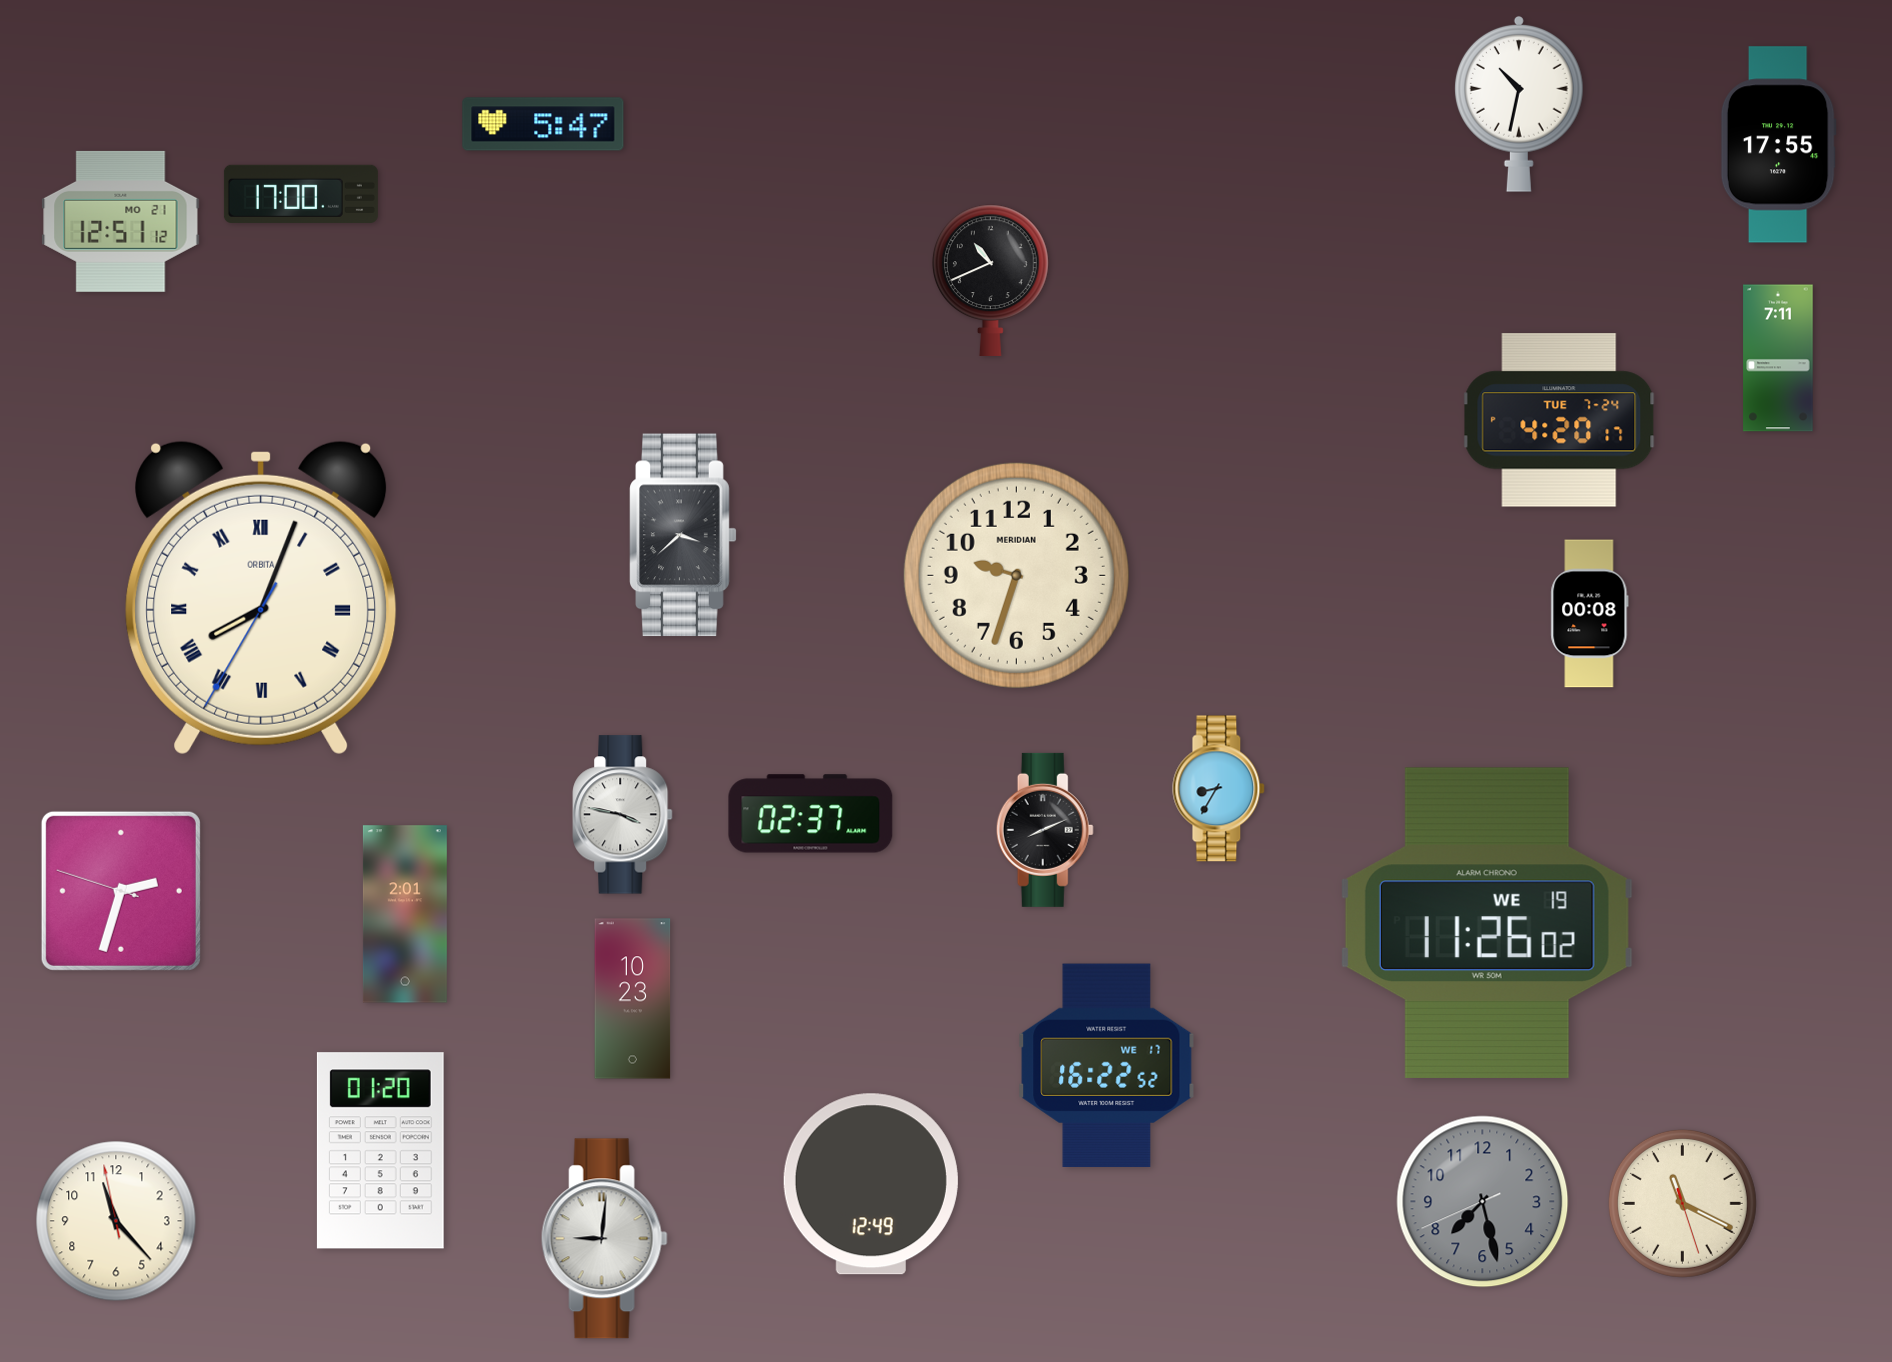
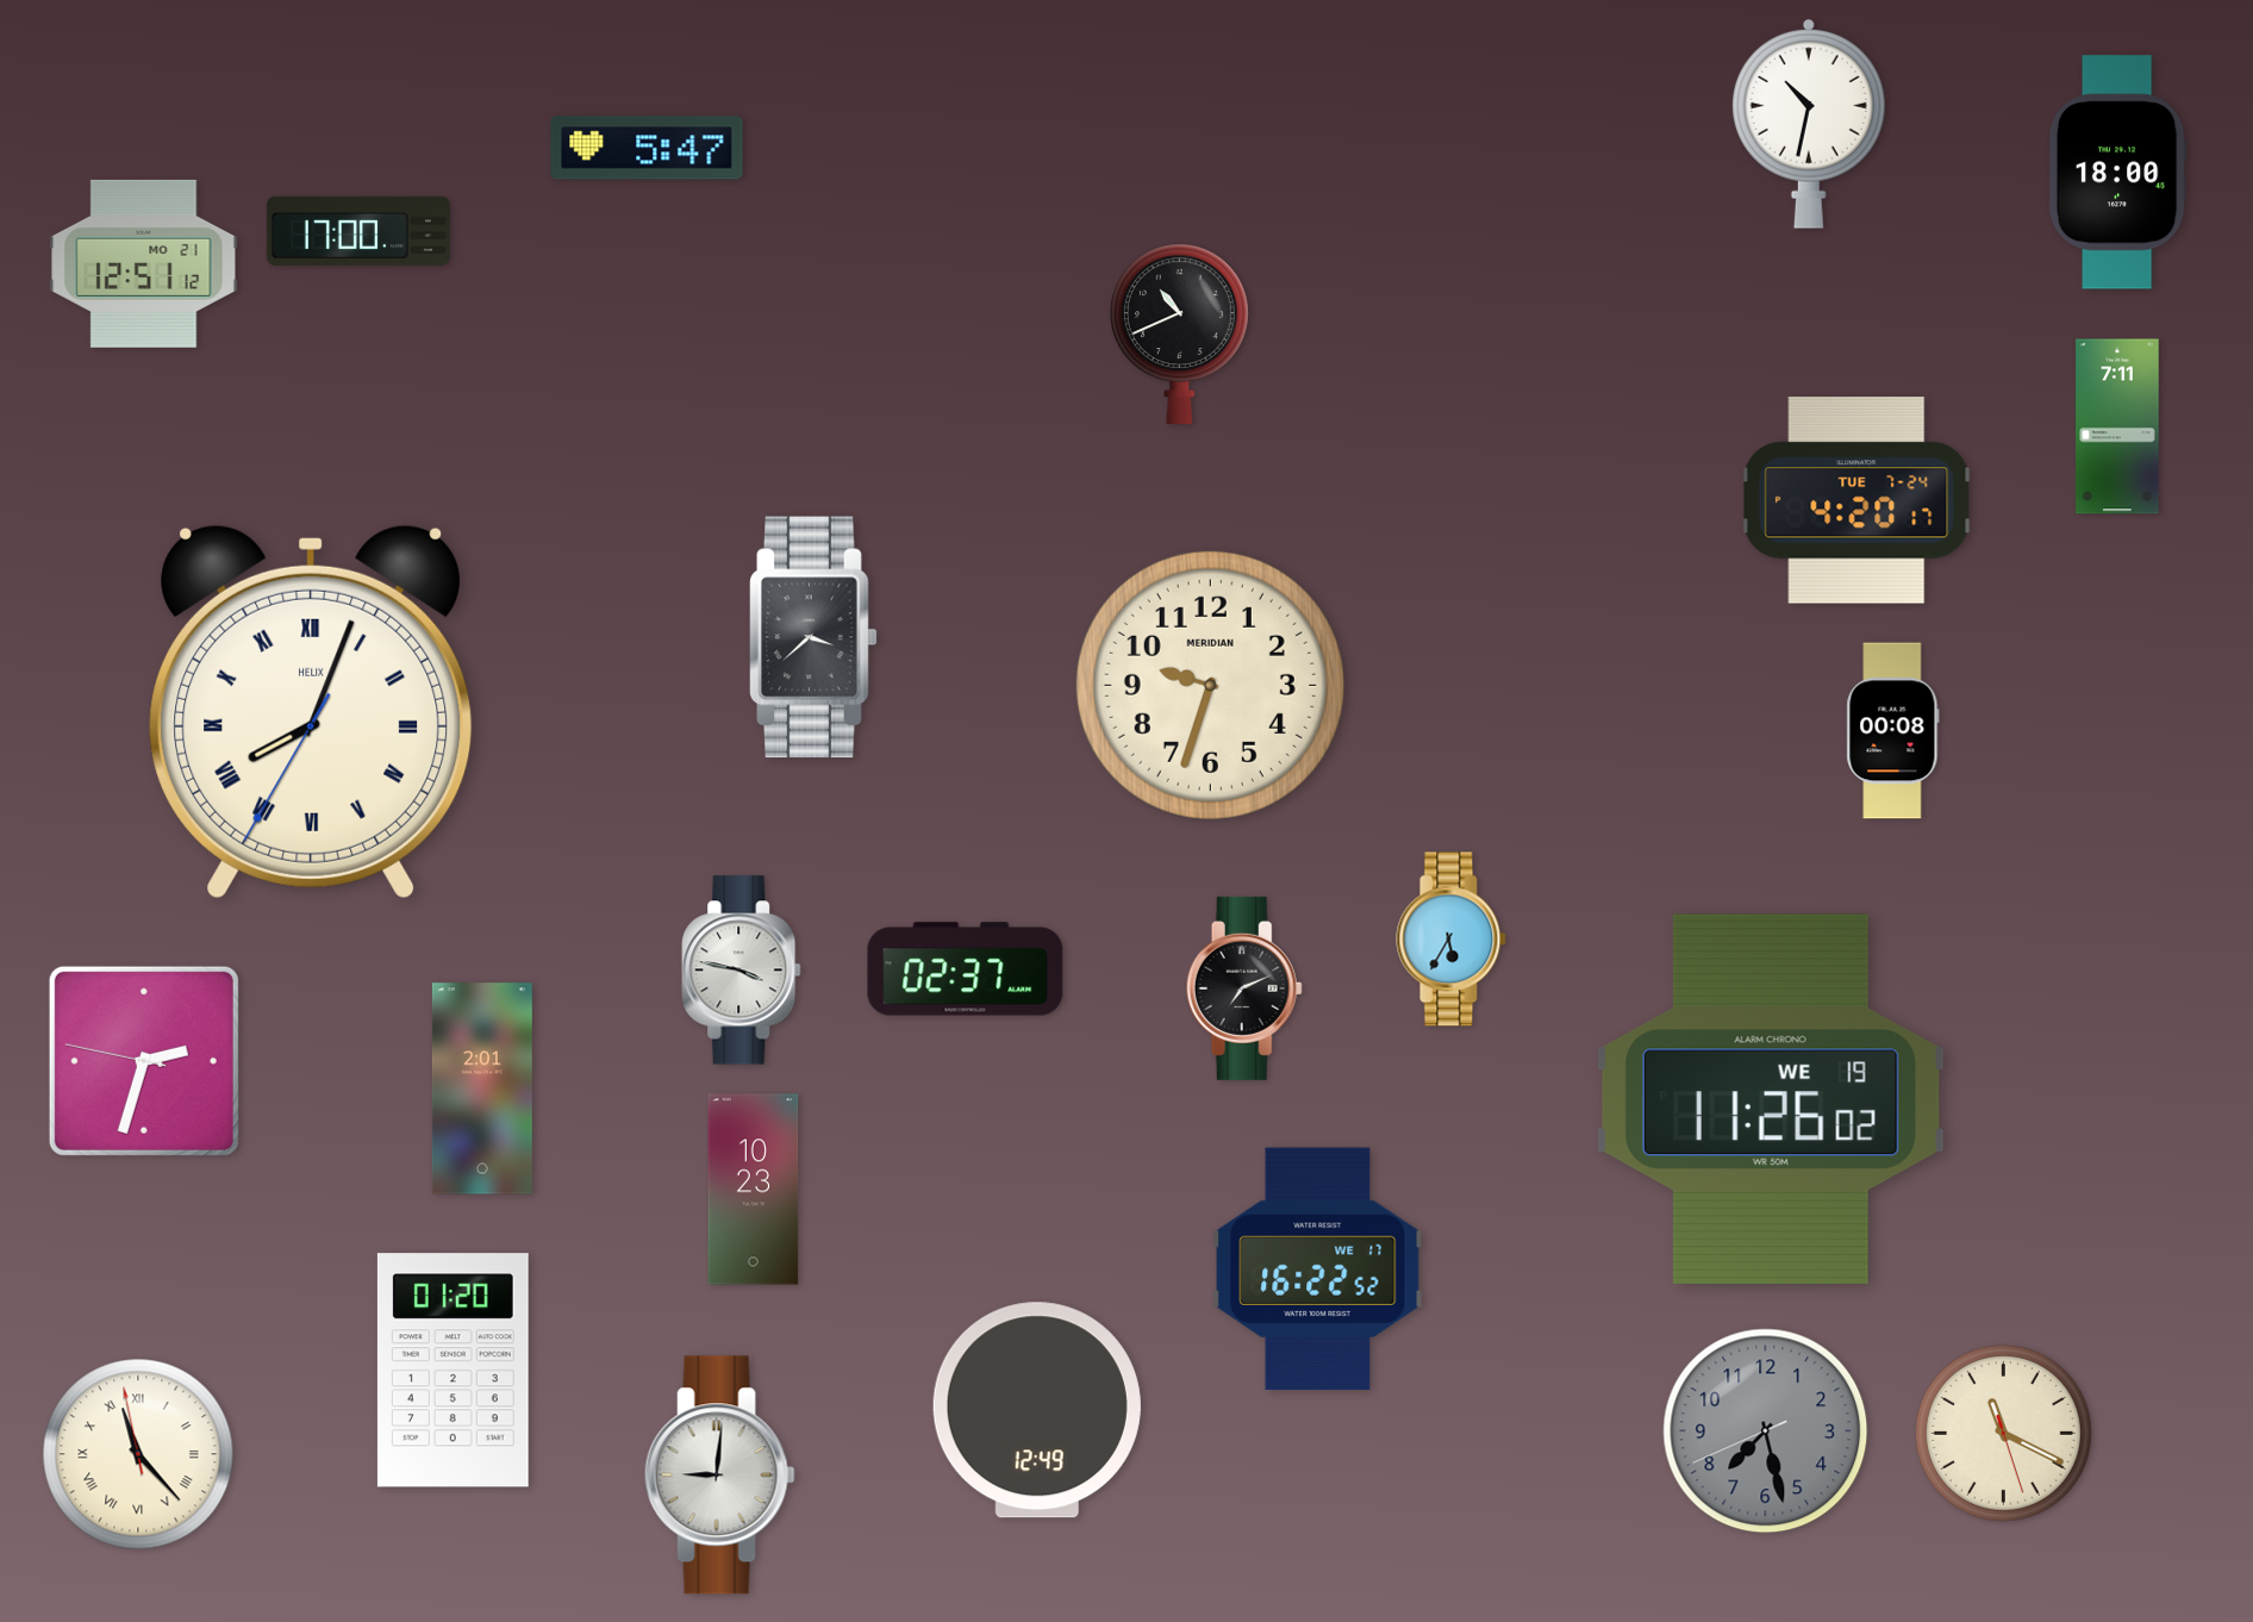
clock at (1778, 145): 17:55 -> 18:00
clock at (261, 598) brand: ORBITA -> HELIX
clock at (1219, 789): 8:35 -> 5:35
clock at (1045, 830): 8:11 -> 7:11
clock at (121, 891): 2:32:48 -> 2:32:47
clock at (116, 1221) numerals: Arabic -> Roman
